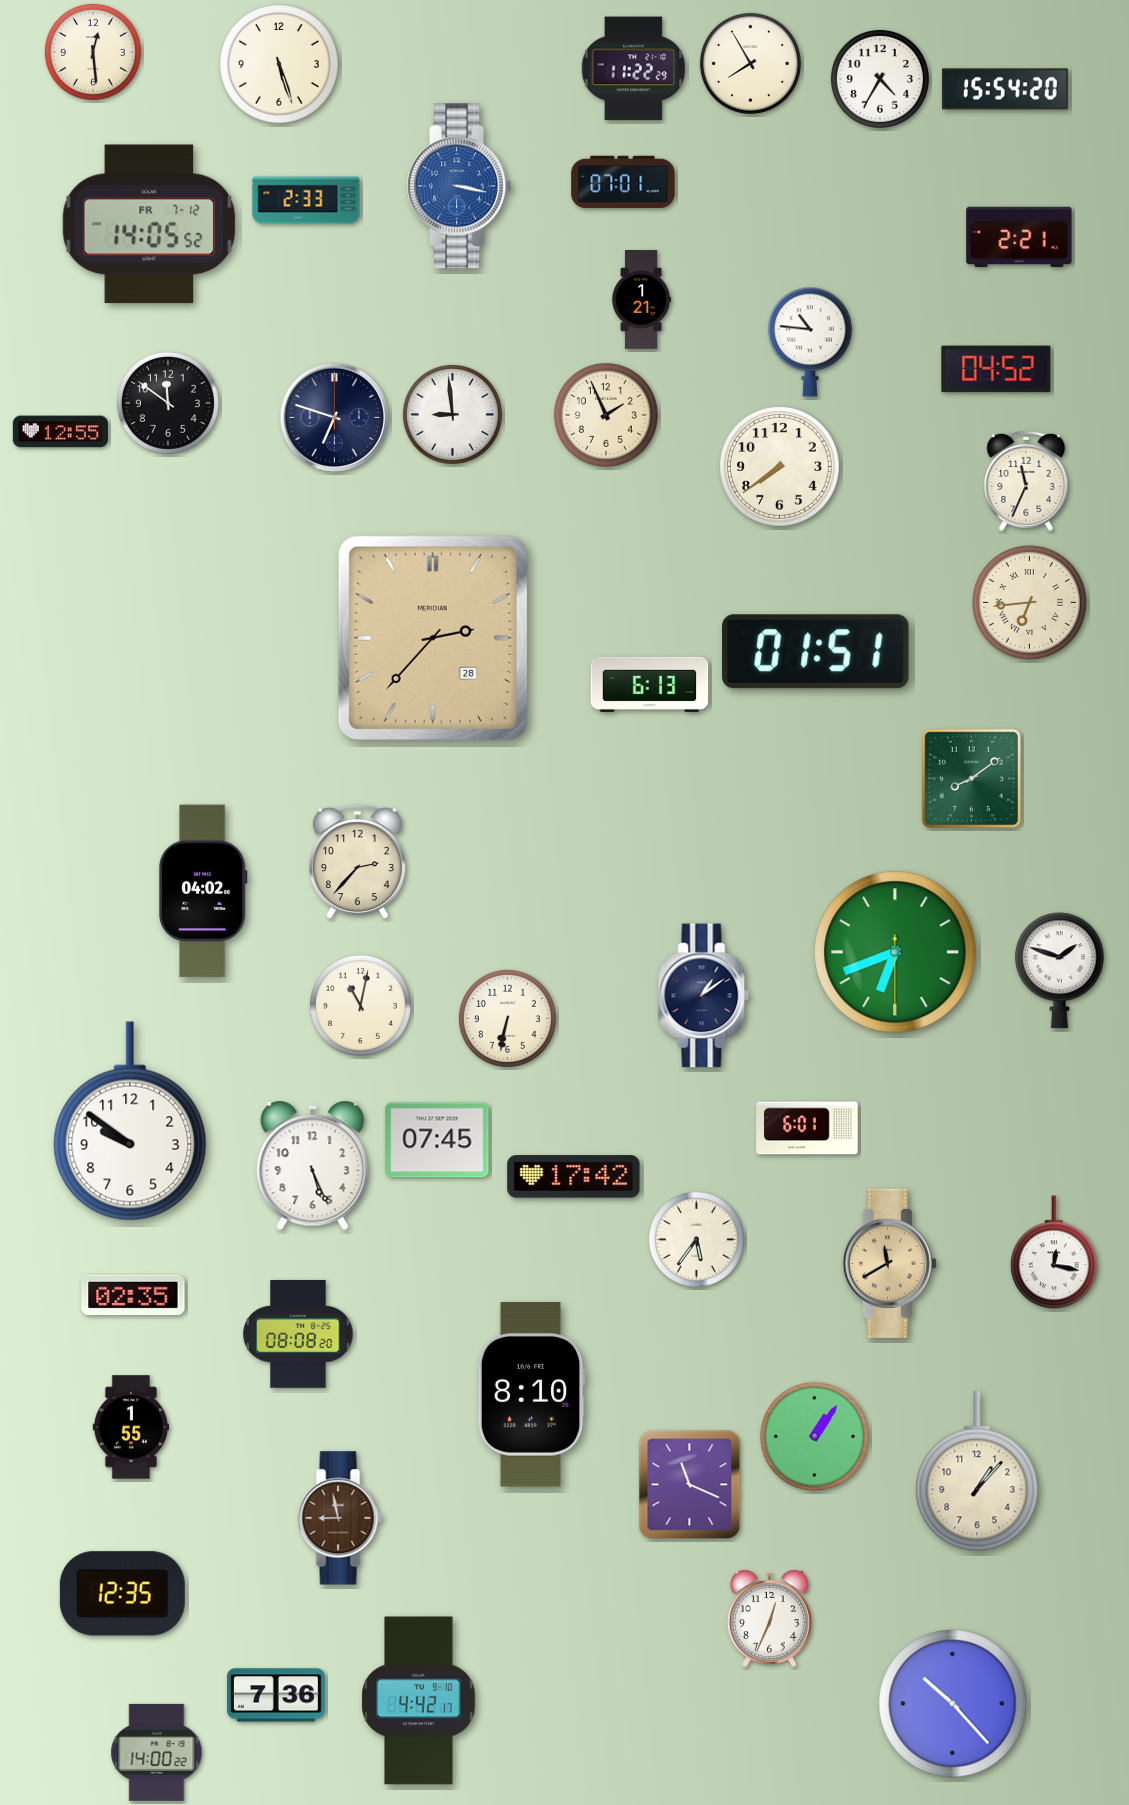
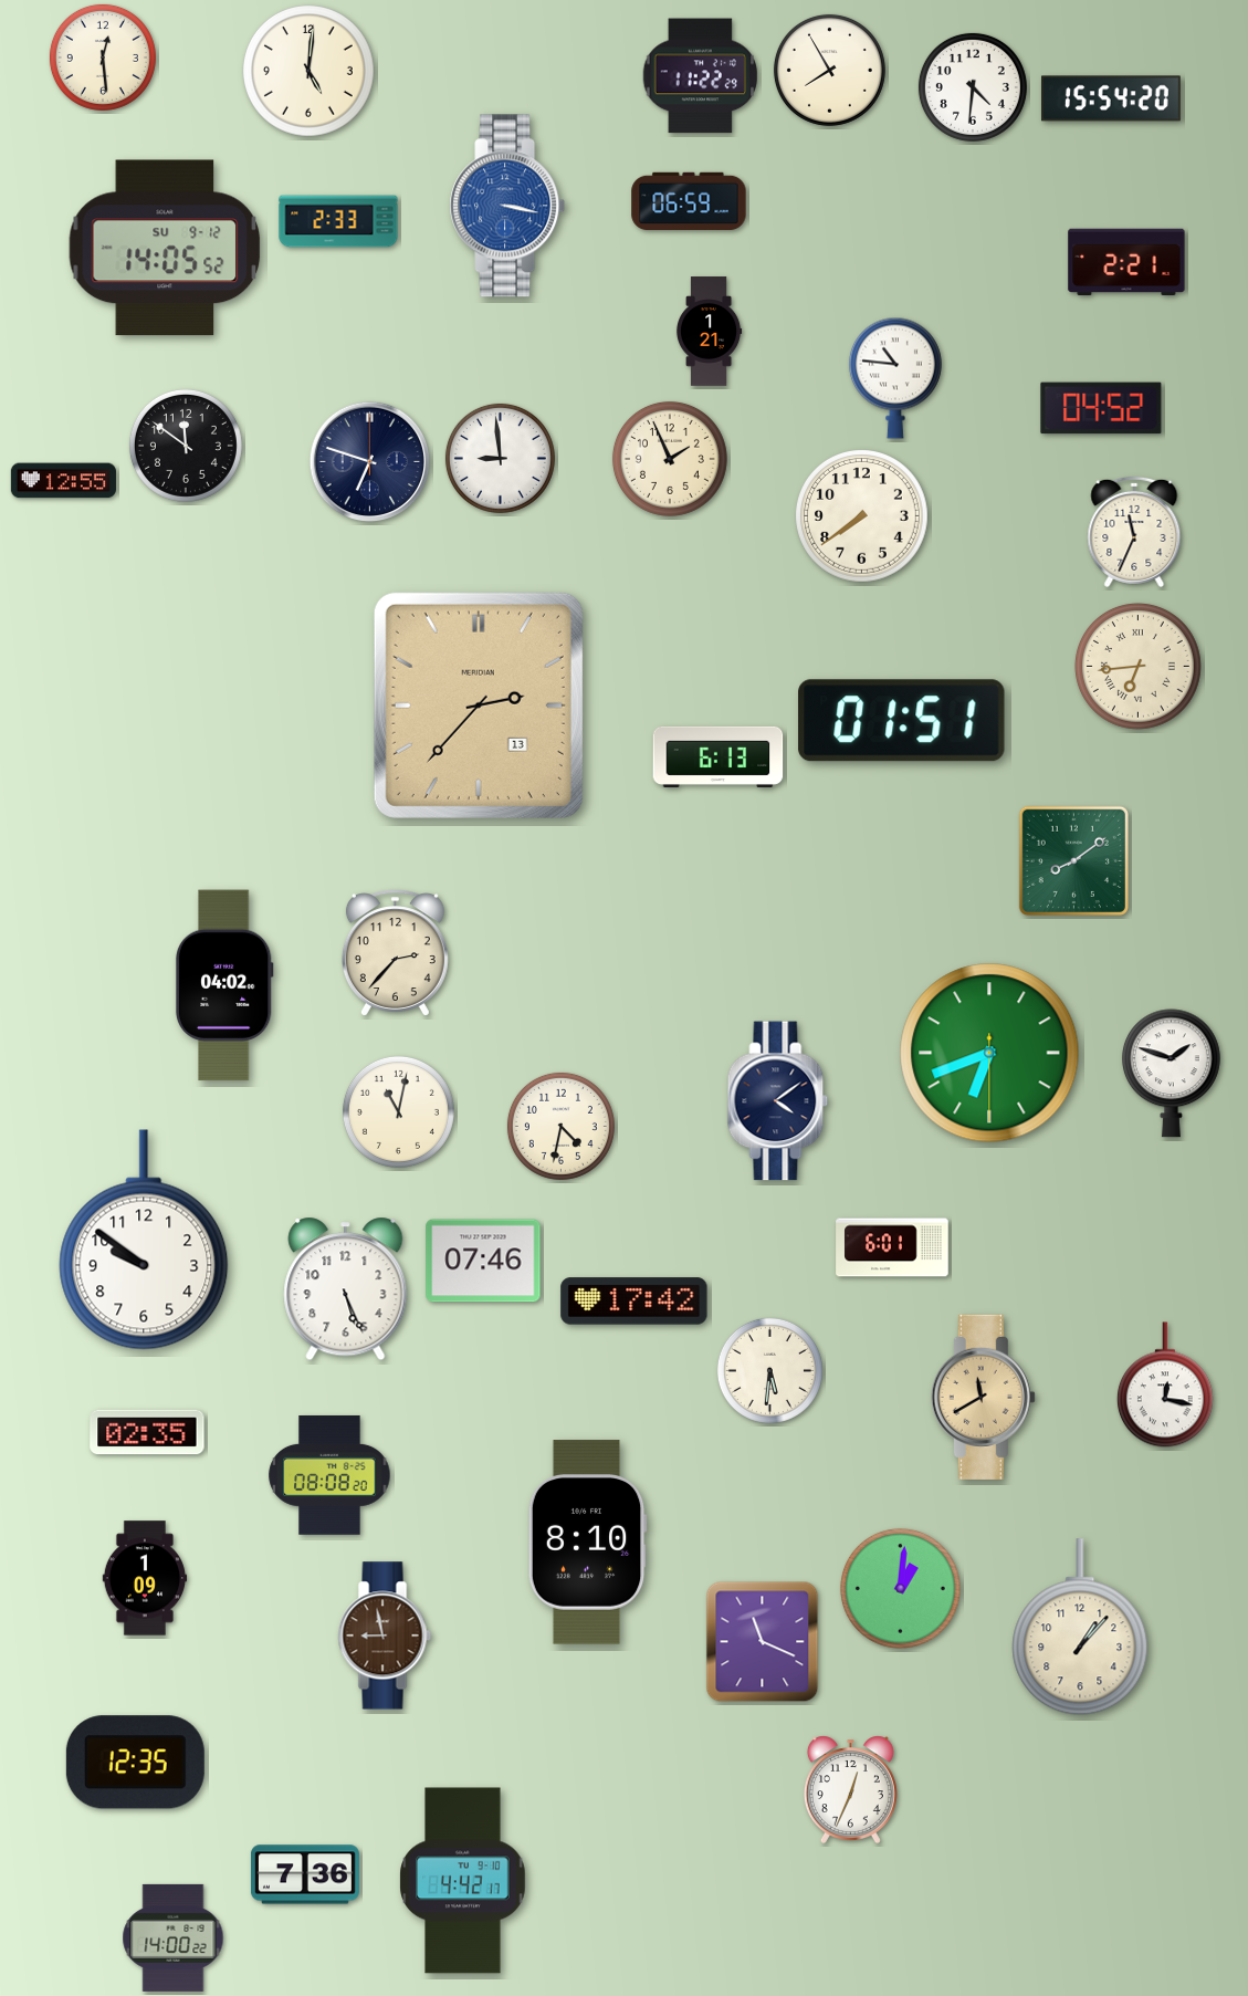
clock at (280, 65): 5:27 -> 5:01
clock at (880, 79): 4:35 -> 4:31
clock at (623, 182): 07:01 -> 06:59
clock at (149, 224) date: FR 7-12 -> SU 9-12
clock at (60, 432) position: (60, 432) -> (63, 481)
clock at (433, 638) date: 28 -> 13
clock at (704, 996): 1:09 -> 4:09
clock at (507, 1018): 6:32 -> 4:32
clock at (437, 1140): 07:45 -> 07:46
clock at (696, 1239): 5:36 -> 5:31
clock at (131, 1427): 1:55 -> 1:09
clock at (814, 1436): 1:06 -> 1:01
clock at (340, 1518) position: (340, 1518) -> (385, 1636)
clock at (953, 1704): 10:23 -> none
